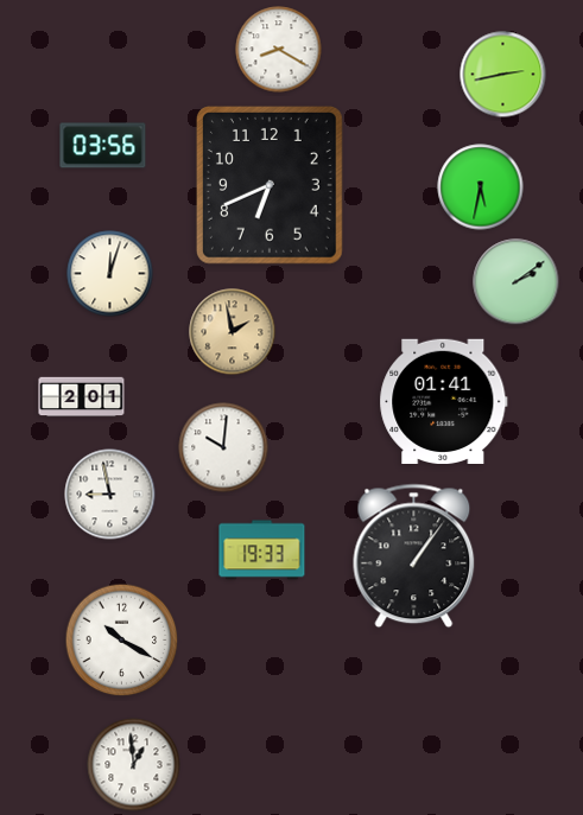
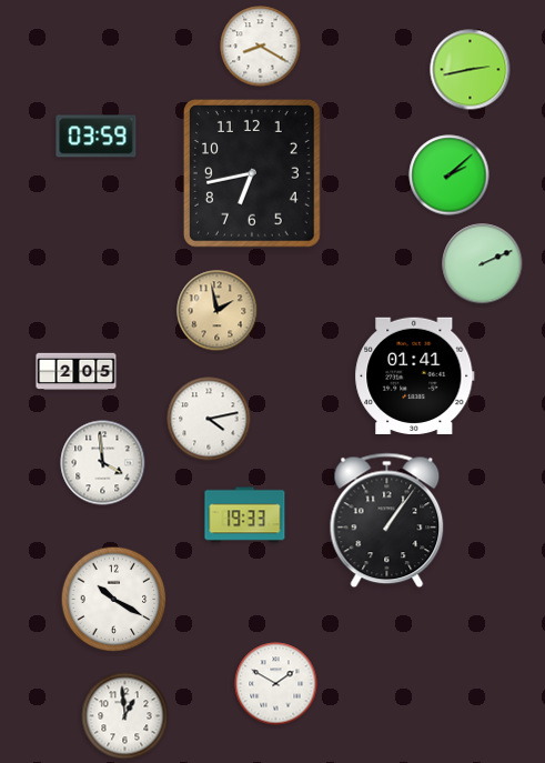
clock at (103, 146): 03:56 -> 03:59
clock at (270, 186): 6:41 -> 6:43
clock at (481, 187): 5:32 -> 2:08
clock at (110, 274): 12:03 -> none
clock at (517, 282): 2:09 -> 2:11
clock at (82, 397): 2:01 -> 2:05
clock at (223, 447): 10:01 -> 4:13
clock at (110, 495): 8:58 -> 3:59
clock at (276, 684): none -> 1:50
